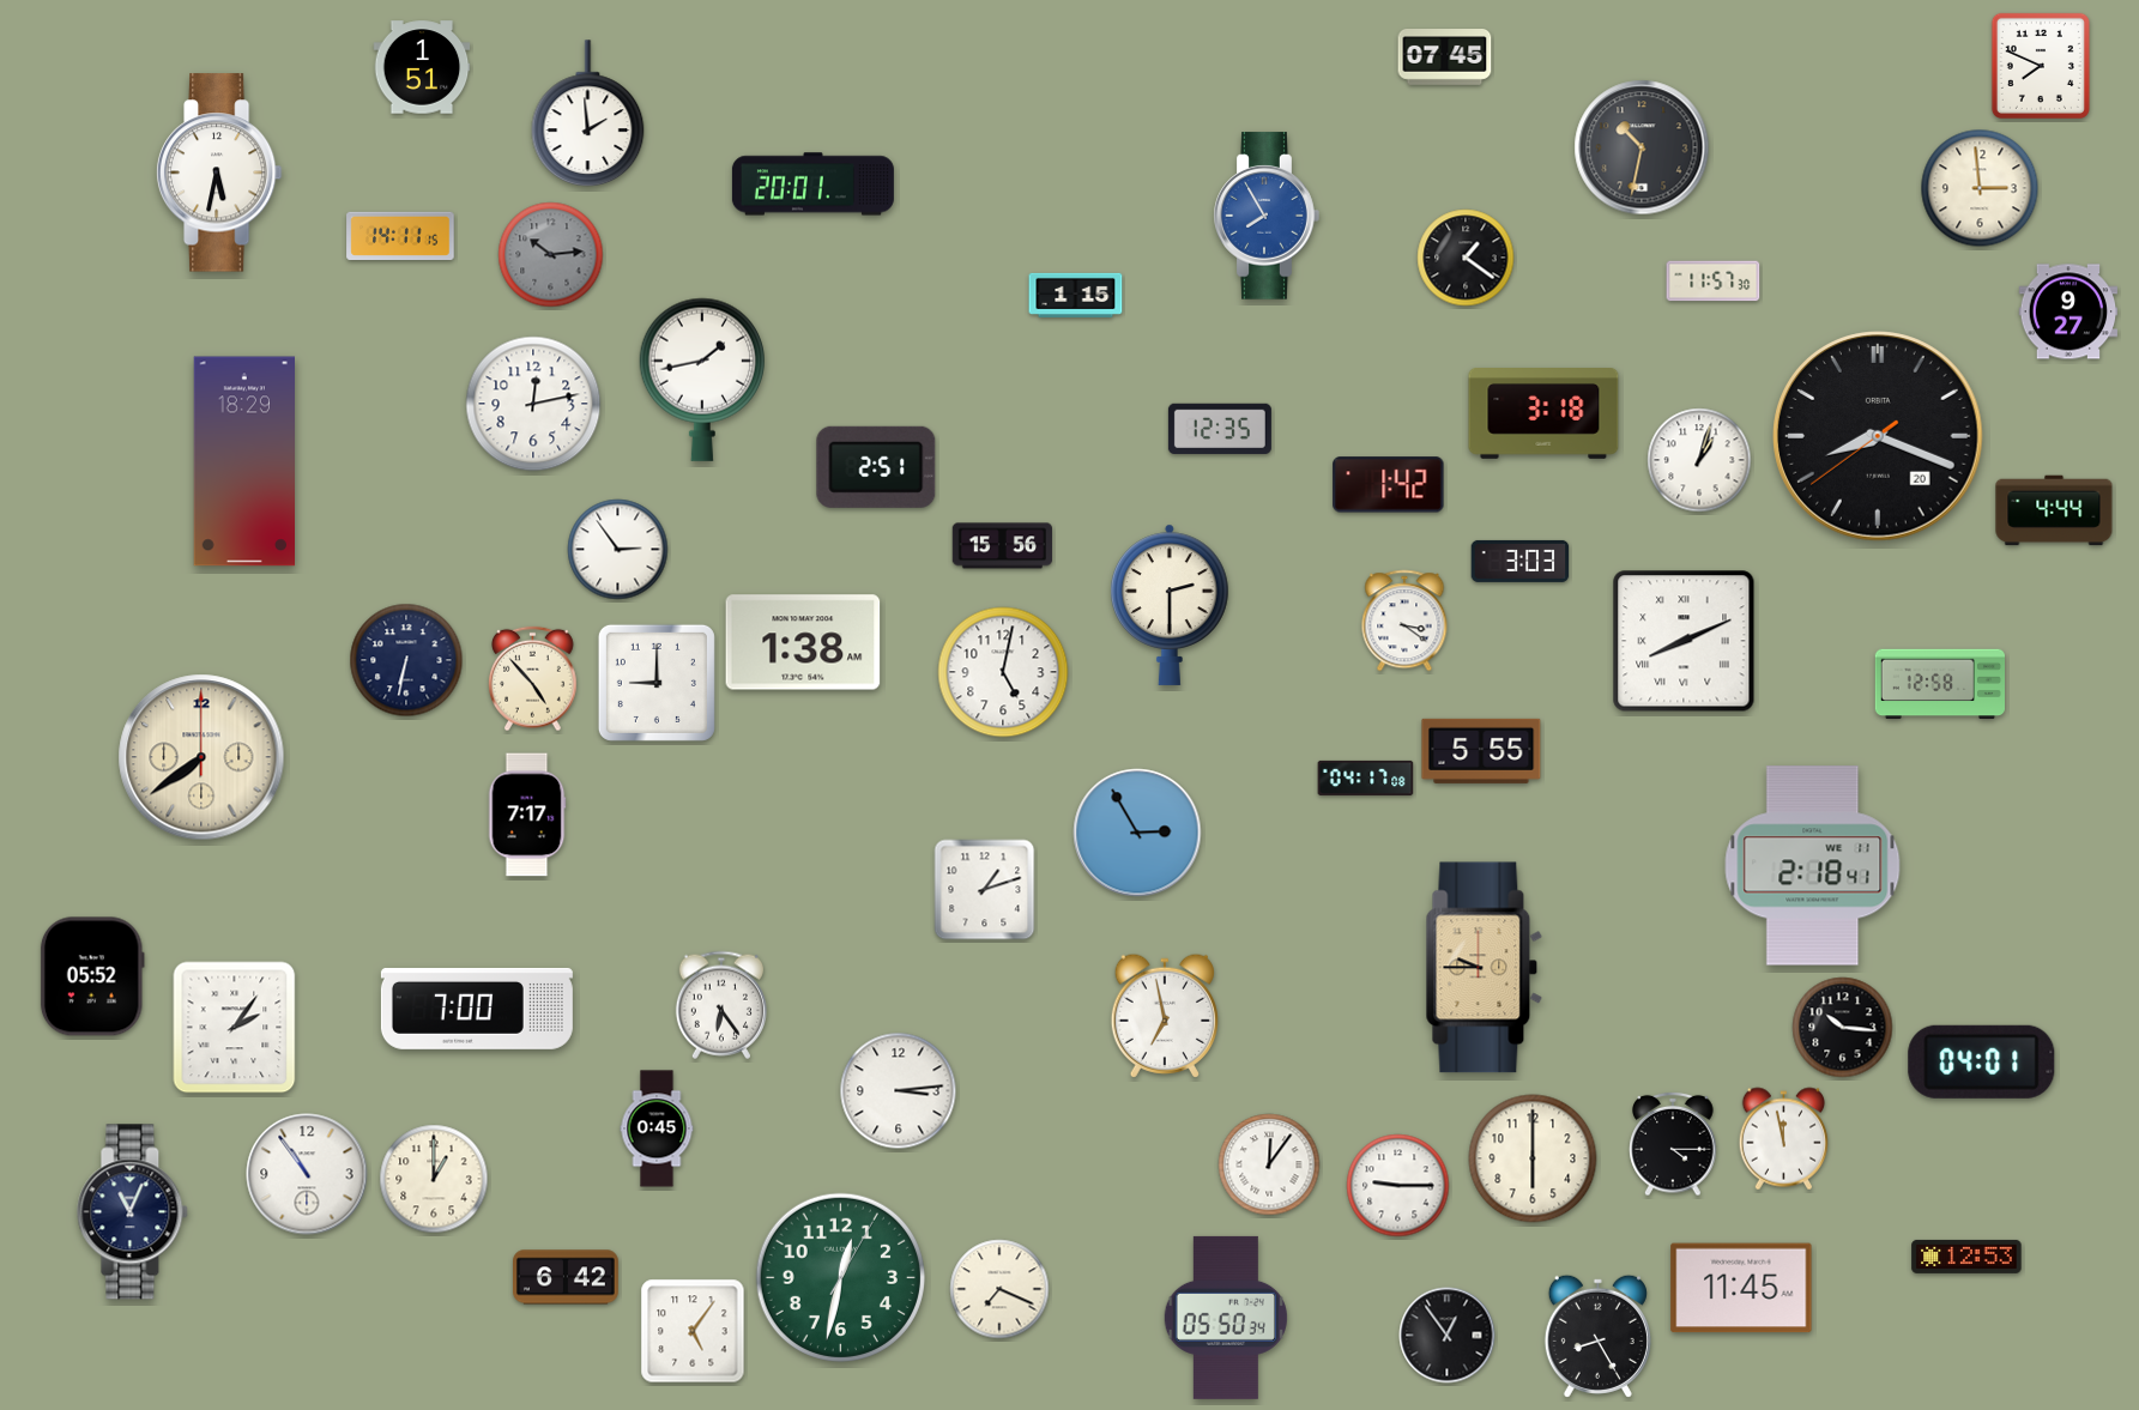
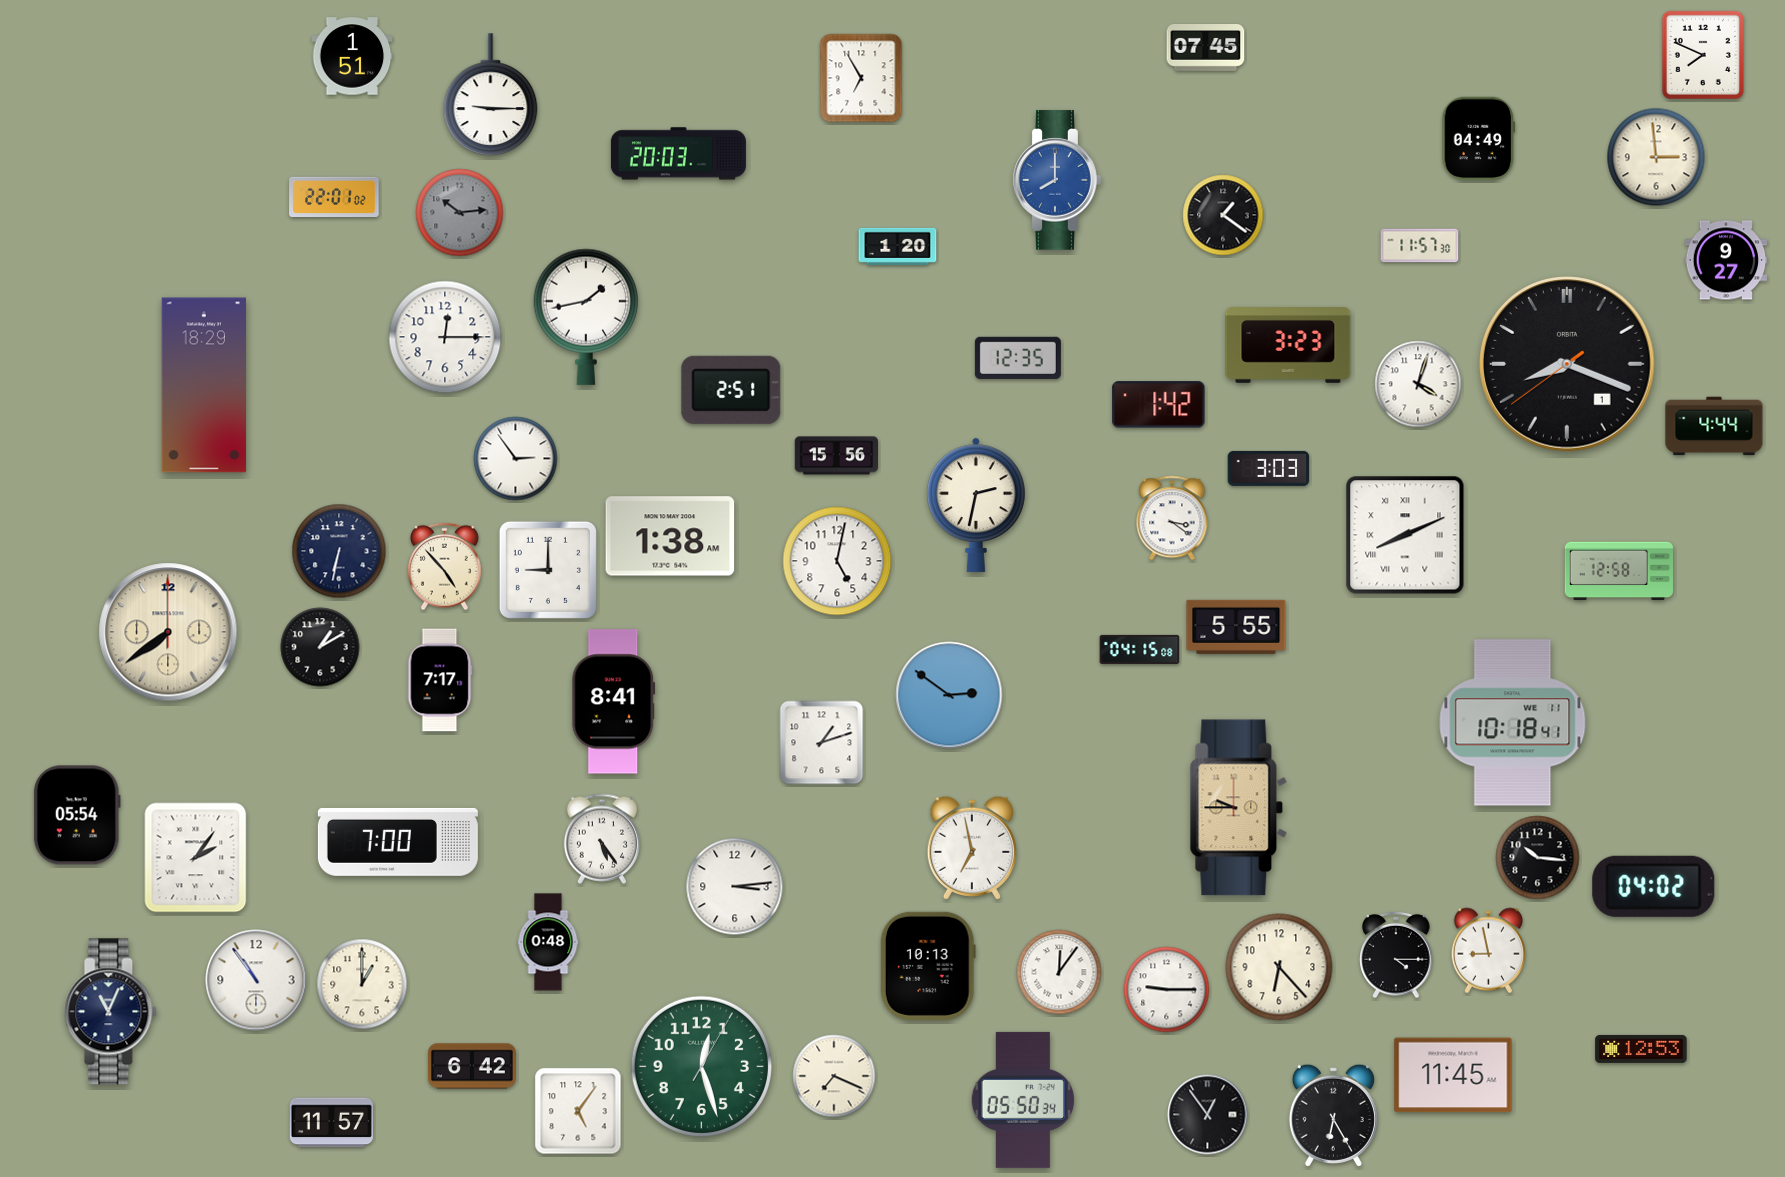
clock at (861, 78): none -> 6:55
clock at (588, 113): 1:59 -> 9:15
clock at (1642, 147): 10:32 -> none
clock at (1479, 138): none -> 04:49
clock at (219, 173): 5:32 -> none
clock at (812, 184): 20:01 -> 20:03
clock at (1980, 188) position: (1980, 188) -> (1656, 157)
clock at (1267, 216): 7:55 -> 8:00
clock at (400, 235): 14:11 -> 22:01
clock at (1714, 282) position: (1714, 282) -> (1420, 246)
clock at (1076, 295): 1:15 -> 1:20
clock at (533, 404): 12:13 -> 12:15
clock at (1543, 414): 3:18 -> 3:23
clock at (1878, 436) date: 20 -> 1
clock at (1699, 460): 1:03 -> 4:03
clock at (1171, 605): 2:30 -> 2:32
clock at (320, 647): none -> 1:10
clock at (1366, 777): 04:17 -> 04:15
clock at (1137, 833): 2:55 -> 2:51
clock at (614, 702): none -> 8:41
clock at (1813, 866): 2:18 -> 10:18
clock at (92, 976): 05:52 -> 05:54
clock at (721, 1005): 6:24 -> 5:24
clock at (1982, 1061): 04:01 -> 04:02
clock at (899, 1091) position: (899, 1091) -> (735, 887)
clock at (657, 1128): 0:45 -> 0:48
clock at (1784, 1139): 11:58 -> 8:58
clock at (928, 966): none -> 10:13
clock at (1533, 1158): 6:00 -> 6:23
clock at (840, 1277): 12:32 -> 12:27
clock at (1597, 1336): 8:25 -> 6:25
clock at (331, 1123): none -> 11:57
